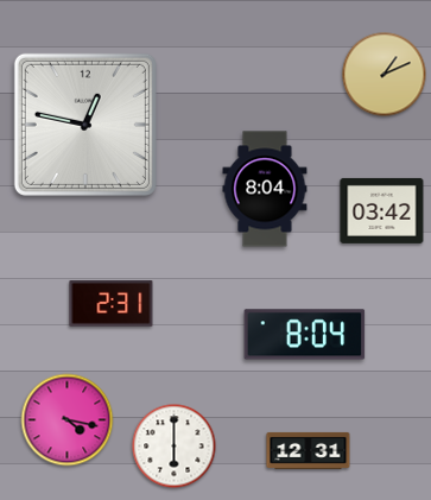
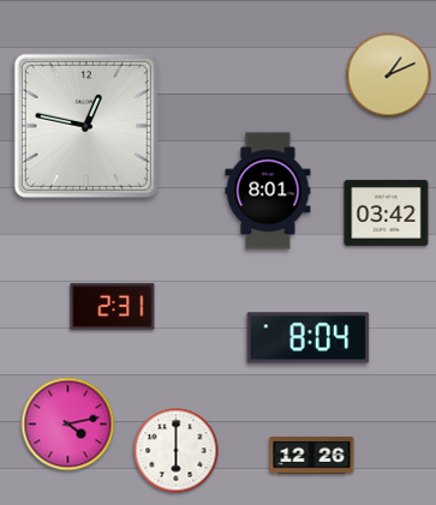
clock at (265, 189): 8:04 -> 8:01
clock at (68, 420): 4:17 -> 4:13
clock at (309, 450): 12:31 -> 12:26
